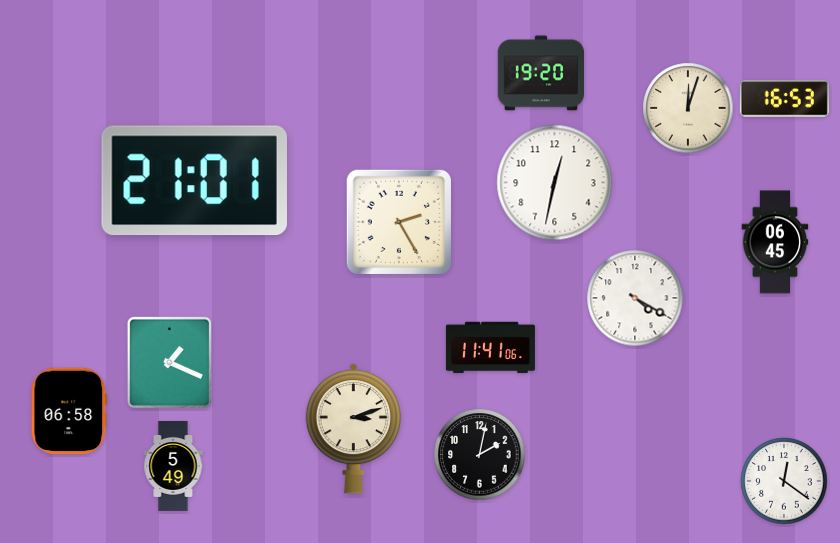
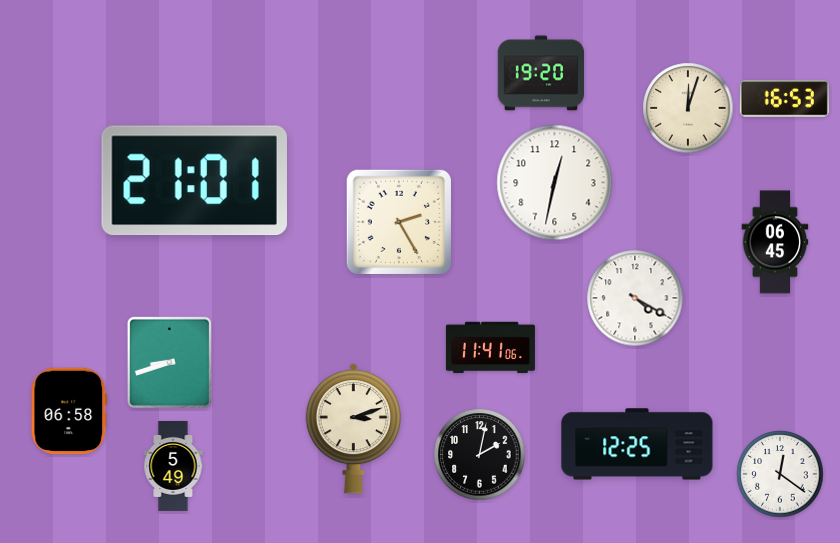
clock at (169, 362): 1:19 -> 8:42
clock at (637, 444): none -> 12:25
clock at (784, 481) position: (784, 481) -> (780, 474)
